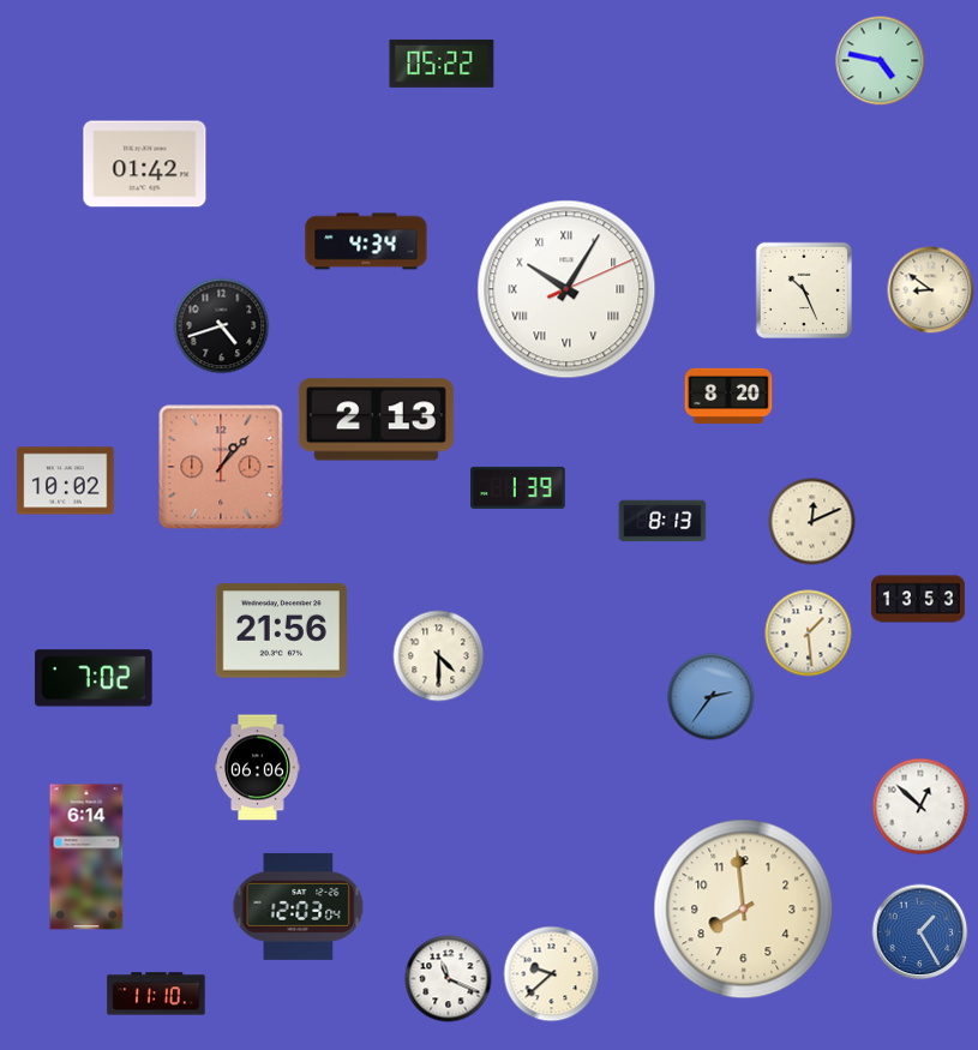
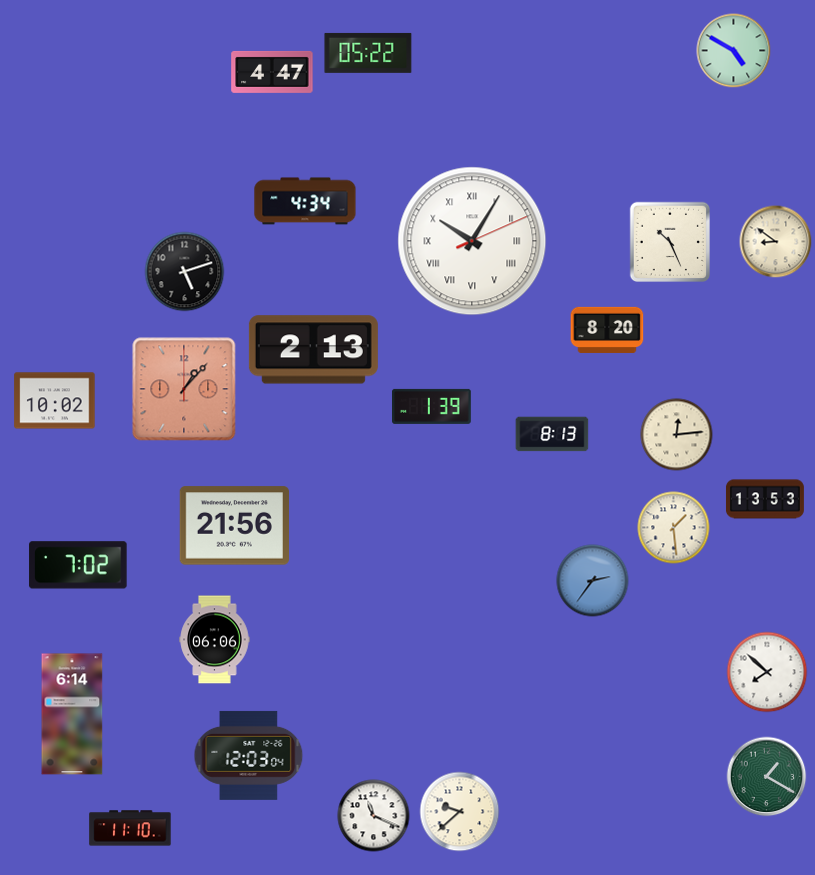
clock at (881, 61): 4:47 -> 4:50
clock at (272, 72): none -> 4:47
clock at (145, 164): 01:42 -> none
clock at (222, 326): 4:42 -> 5:12
clock at (812, 522): 12:11 -> 12:14
clock at (439, 656): 4:30 -> none
clock at (920, 806): 12:52 -> 7:52
clock at (744, 910): 7:59 -> none
clock at (920, 932): 1:25 -> 1:20
clock at (920, 932) dial: blue -> green
